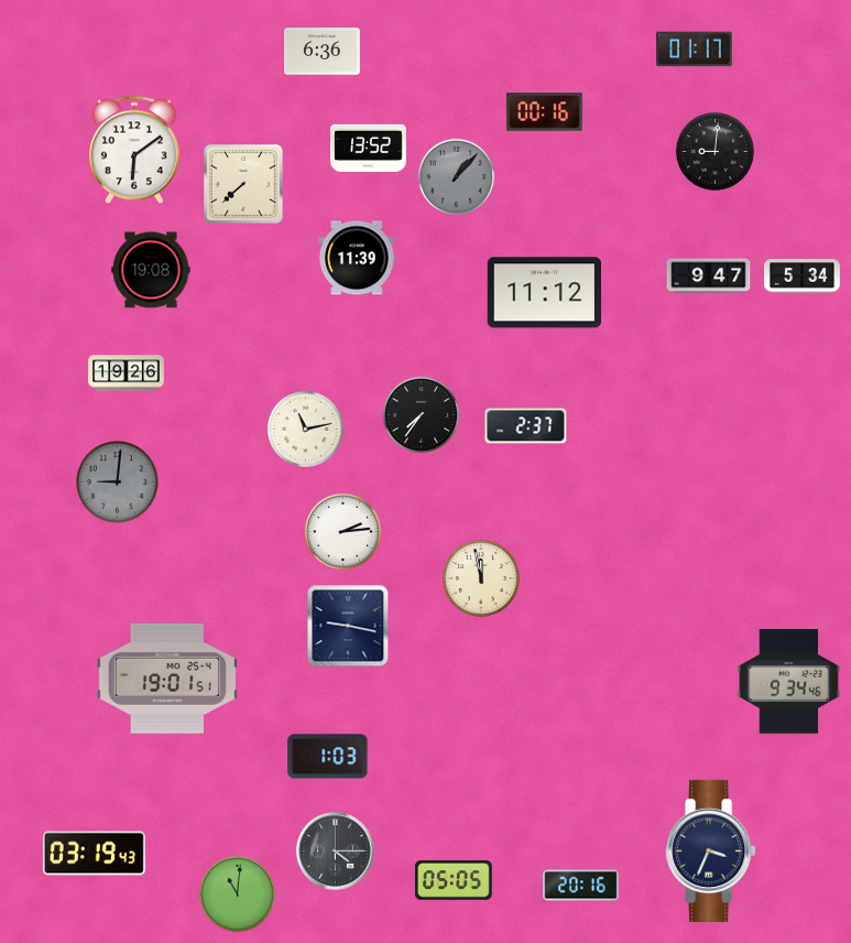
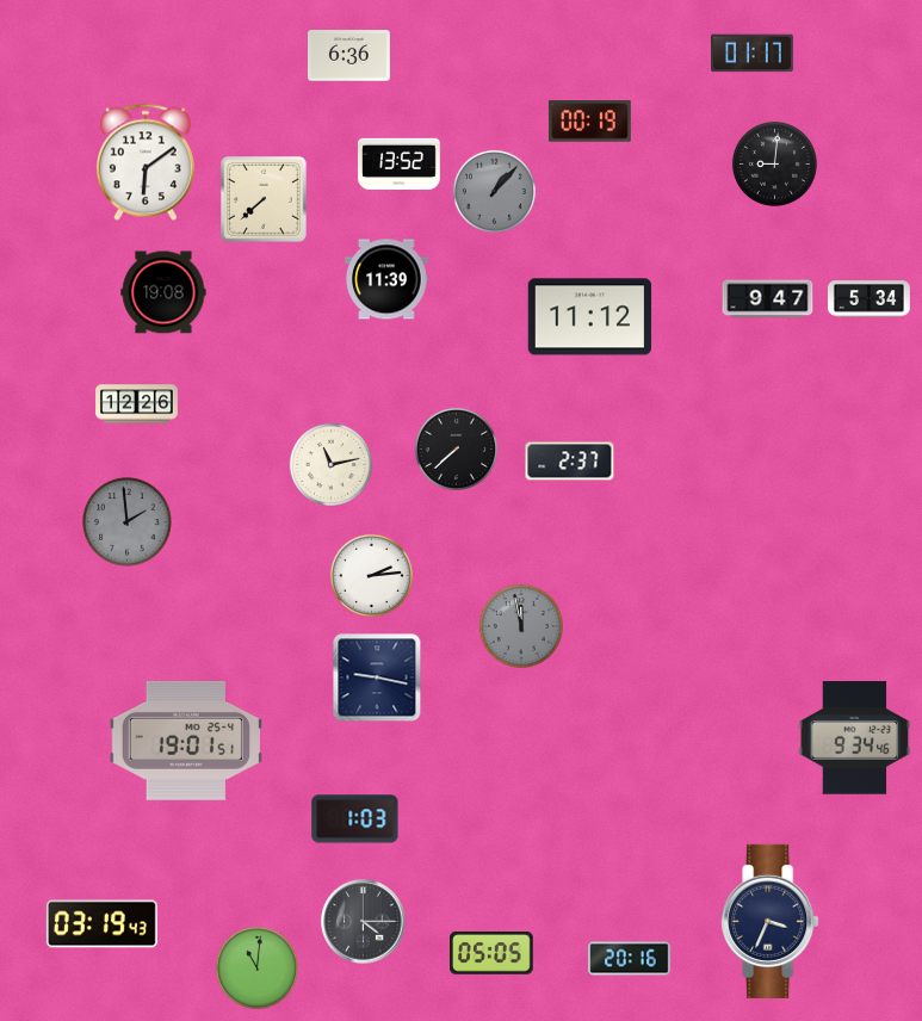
clock at (544, 112): 00:16 -> 00:19
clock at (369, 148) position: (369, 148) -> (400, 163)
clock at (127, 373): 19:26 -> 12:26
clock at (421, 414): 7:36 -> 7:38
clock at (118, 483): 9:01 -> 1:59
clock at (481, 578) dial: cream -> grey
clock at (167, 679) position: (167, 679) -> (186, 741)
